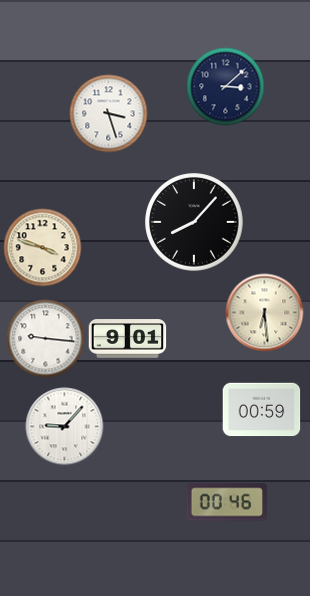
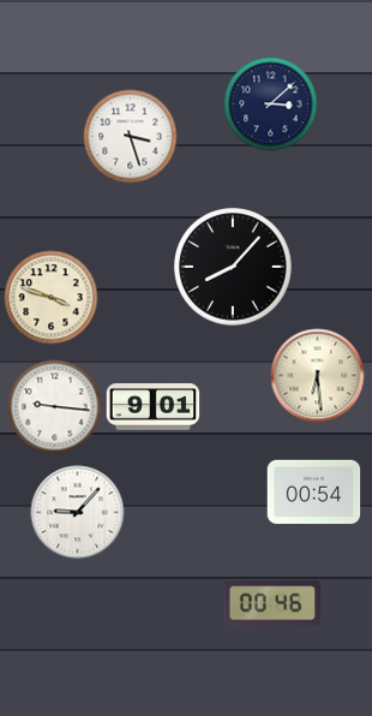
clock at (261, 410): 00:59 -> 00:54
